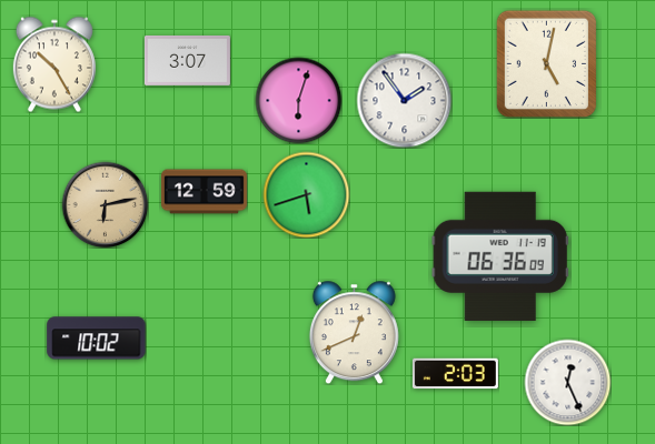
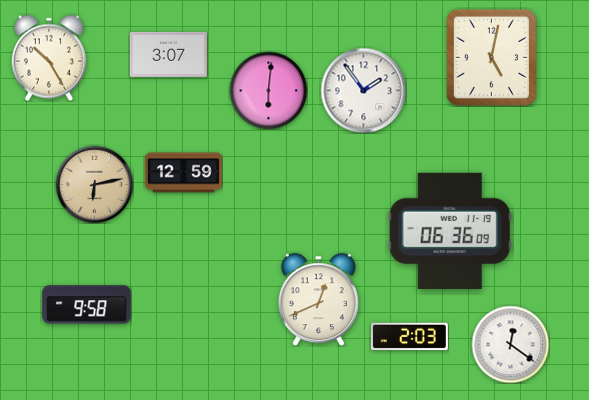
clock at (298, 100): 6:03 -> 6:01
clock at (306, 194): 5:42 -> none
clock at (97, 339): 10:02 -> 9:58
clock at (567, 382): 12:26 -> 12:21
